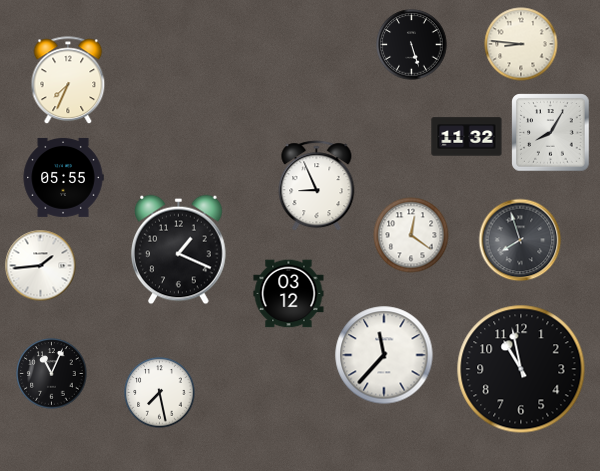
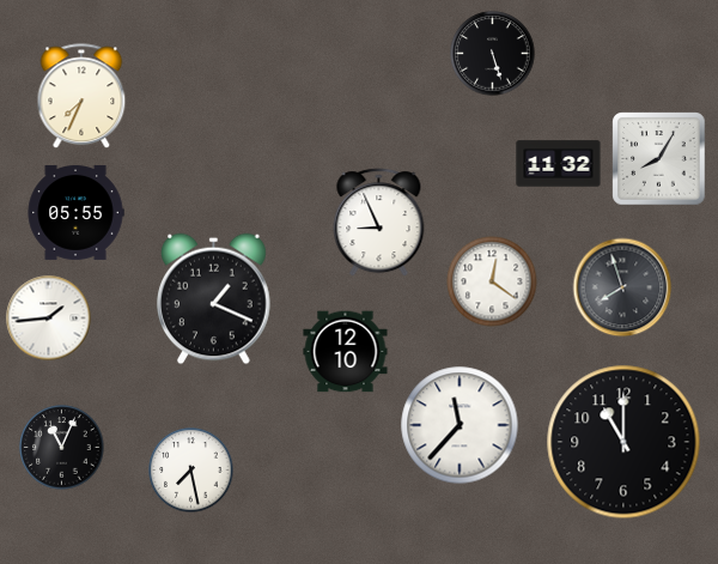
clock at (521, 44): 8:46 -> none
clock at (289, 294): 03:12 -> 12:10
clock at (521, 369): 10:58 -> 11:00
